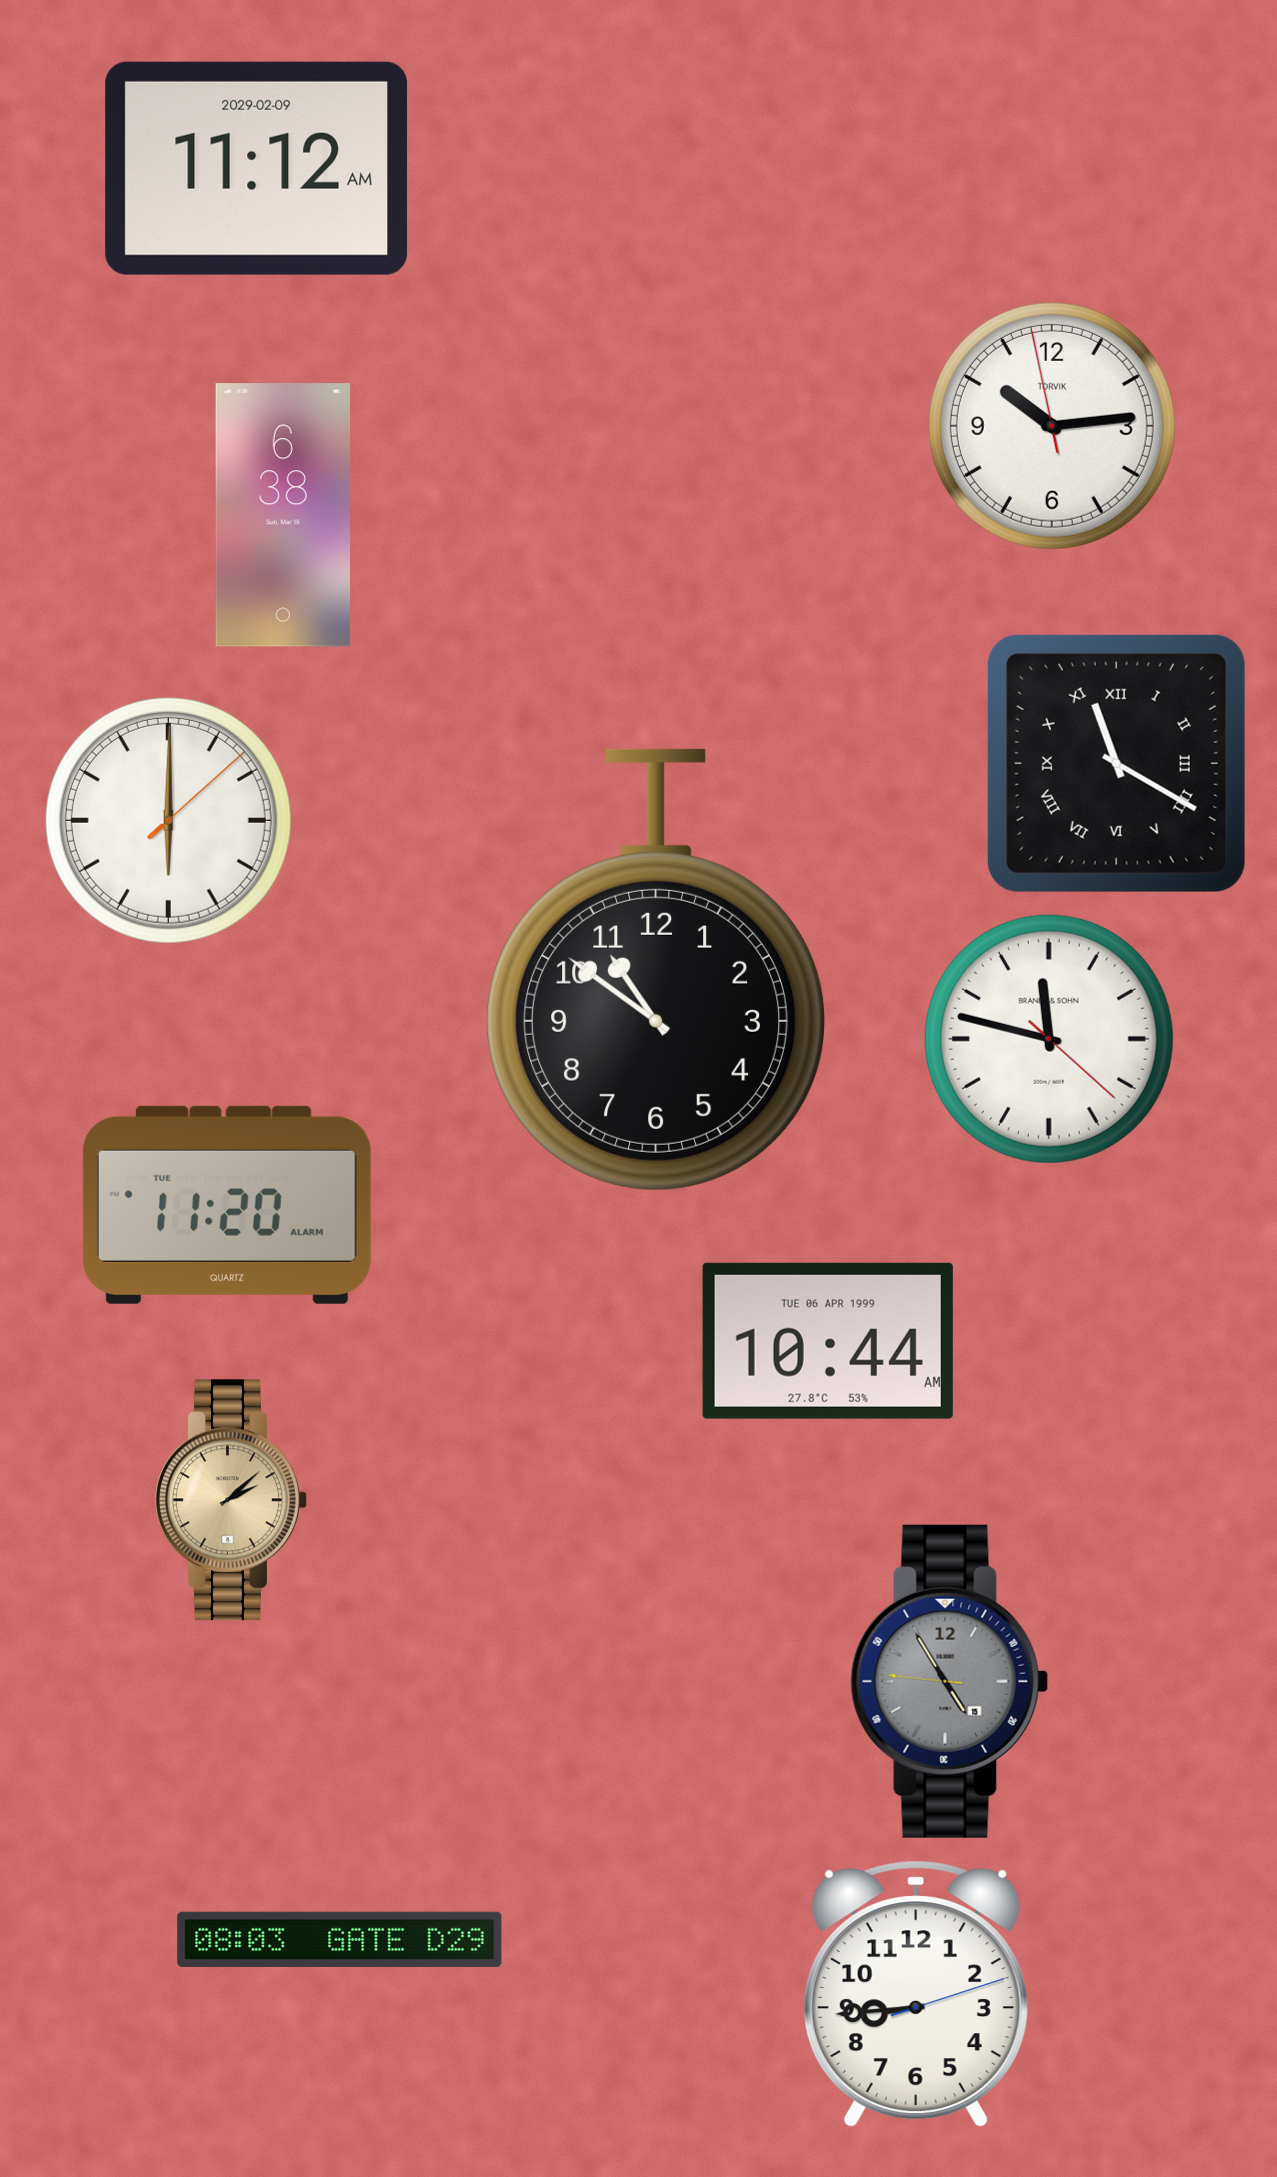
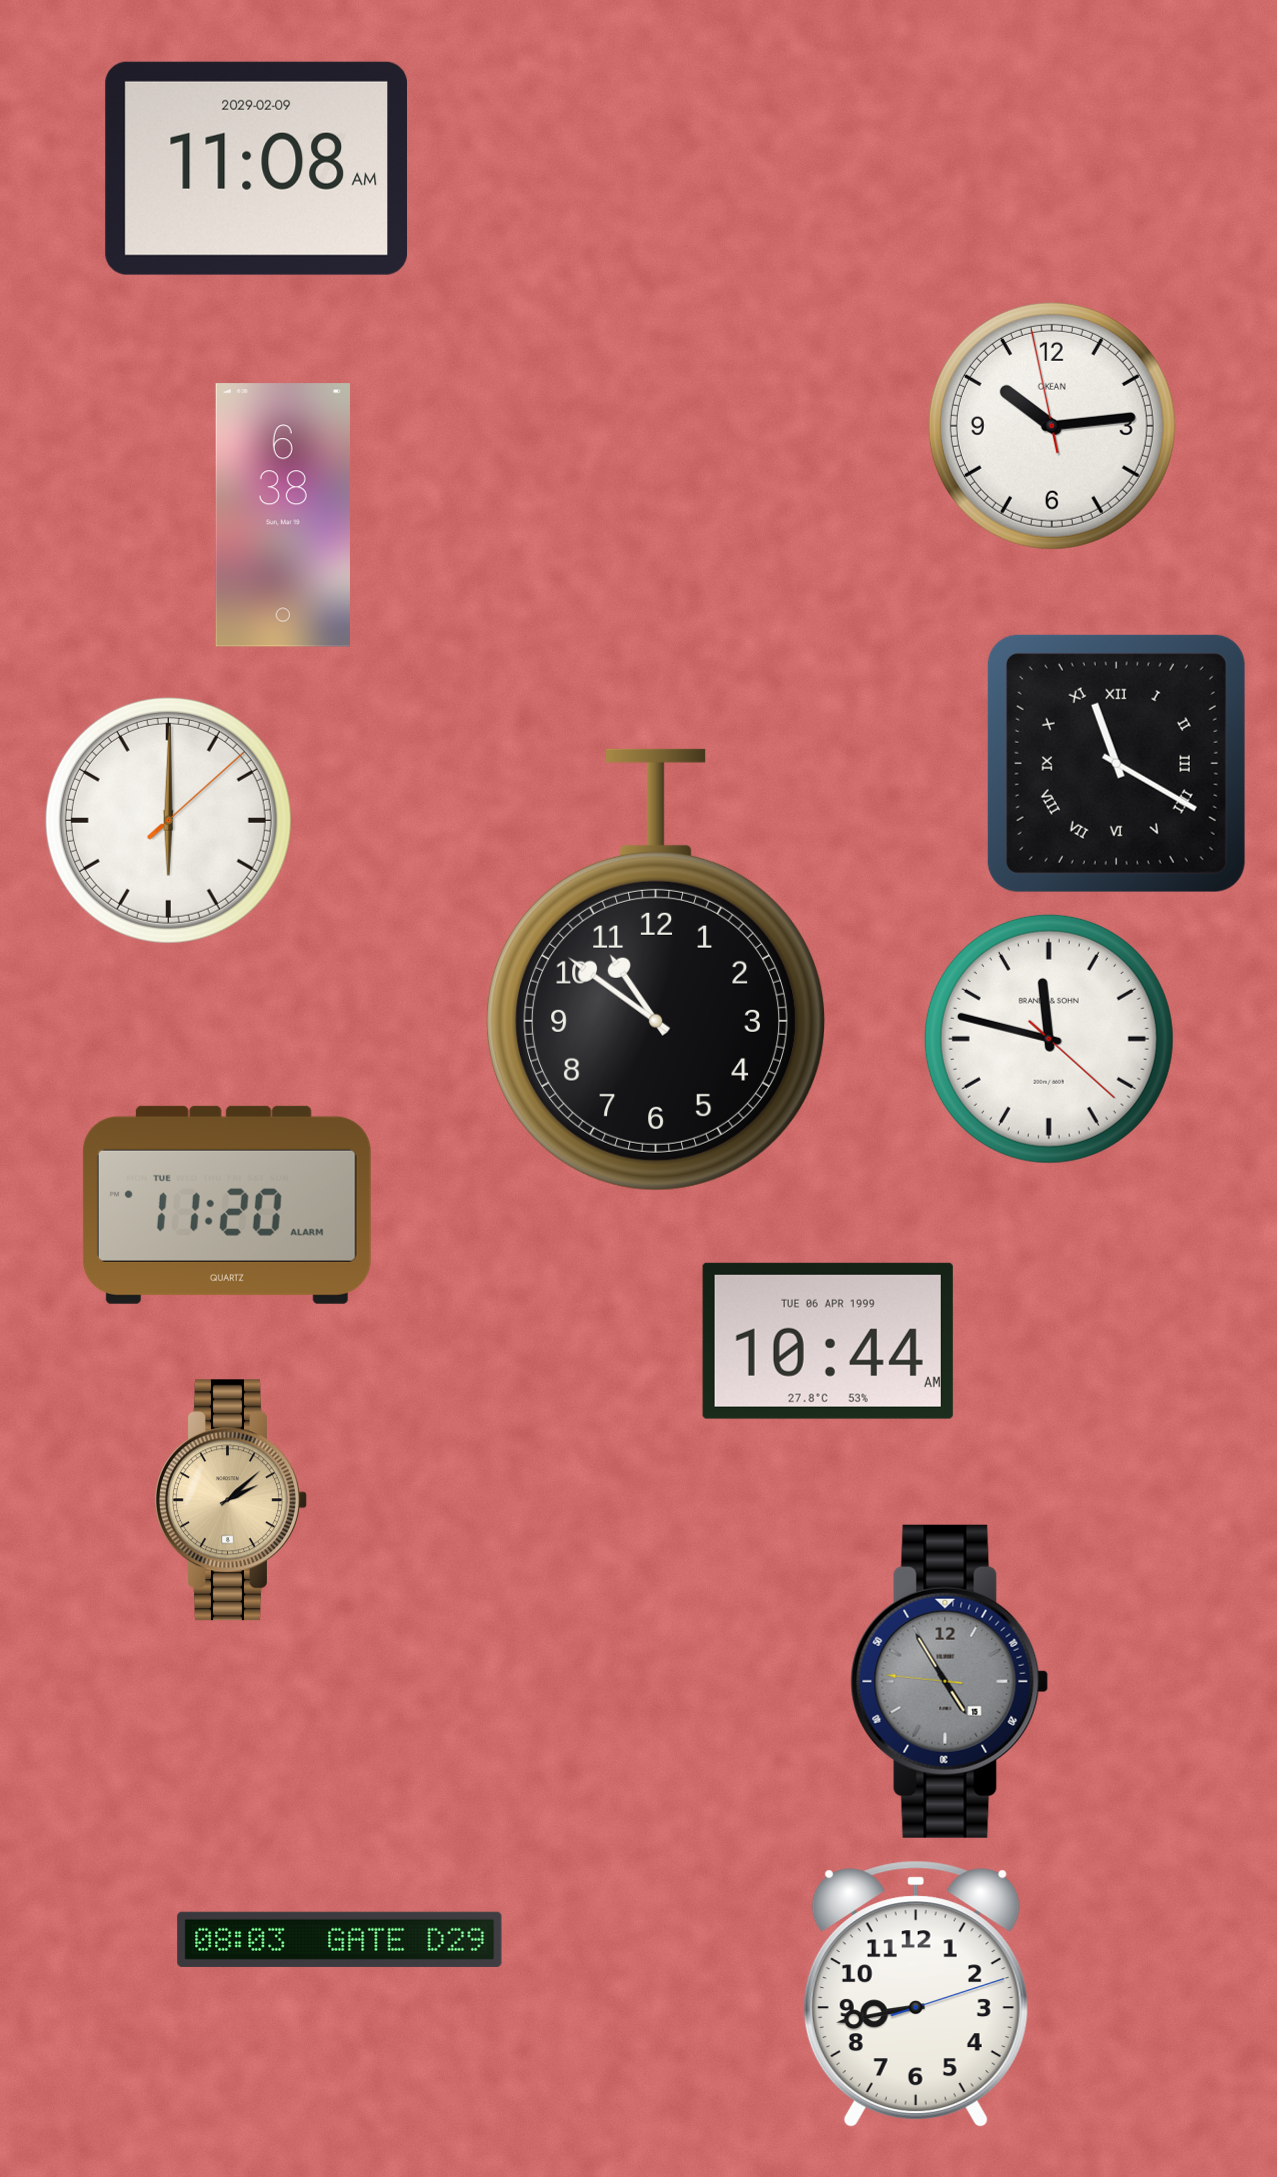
clock at (257, 168): 11:12 -> 11:08
clock at (1052, 426) brand: TORVIK -> OKEAN
clock at (916, 1993): 8:44 -> 8:43
